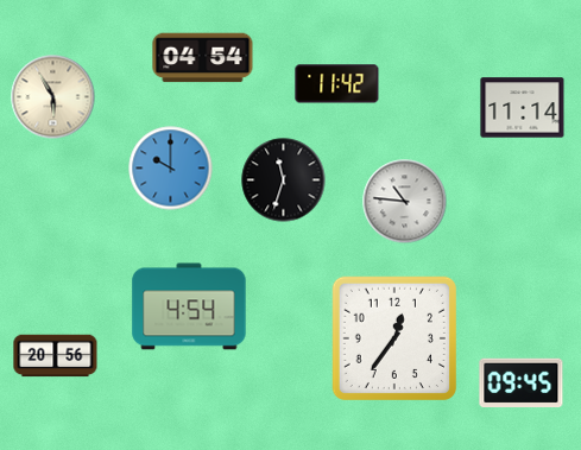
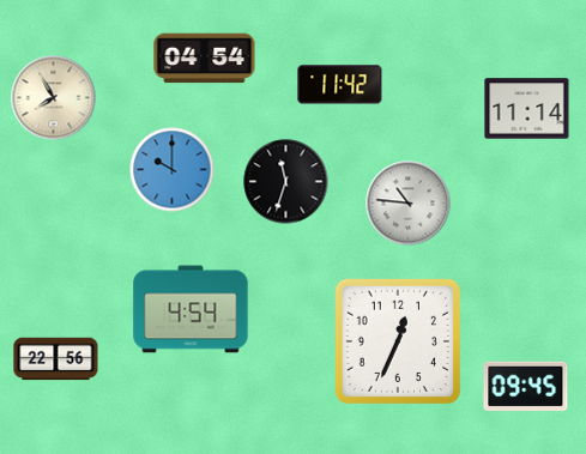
clock at (53, 97): 5:55 -> 7:55
clock at (394, 338): 12:36 -> 12:34
clock at (56, 356): 20:56 -> 22:56
